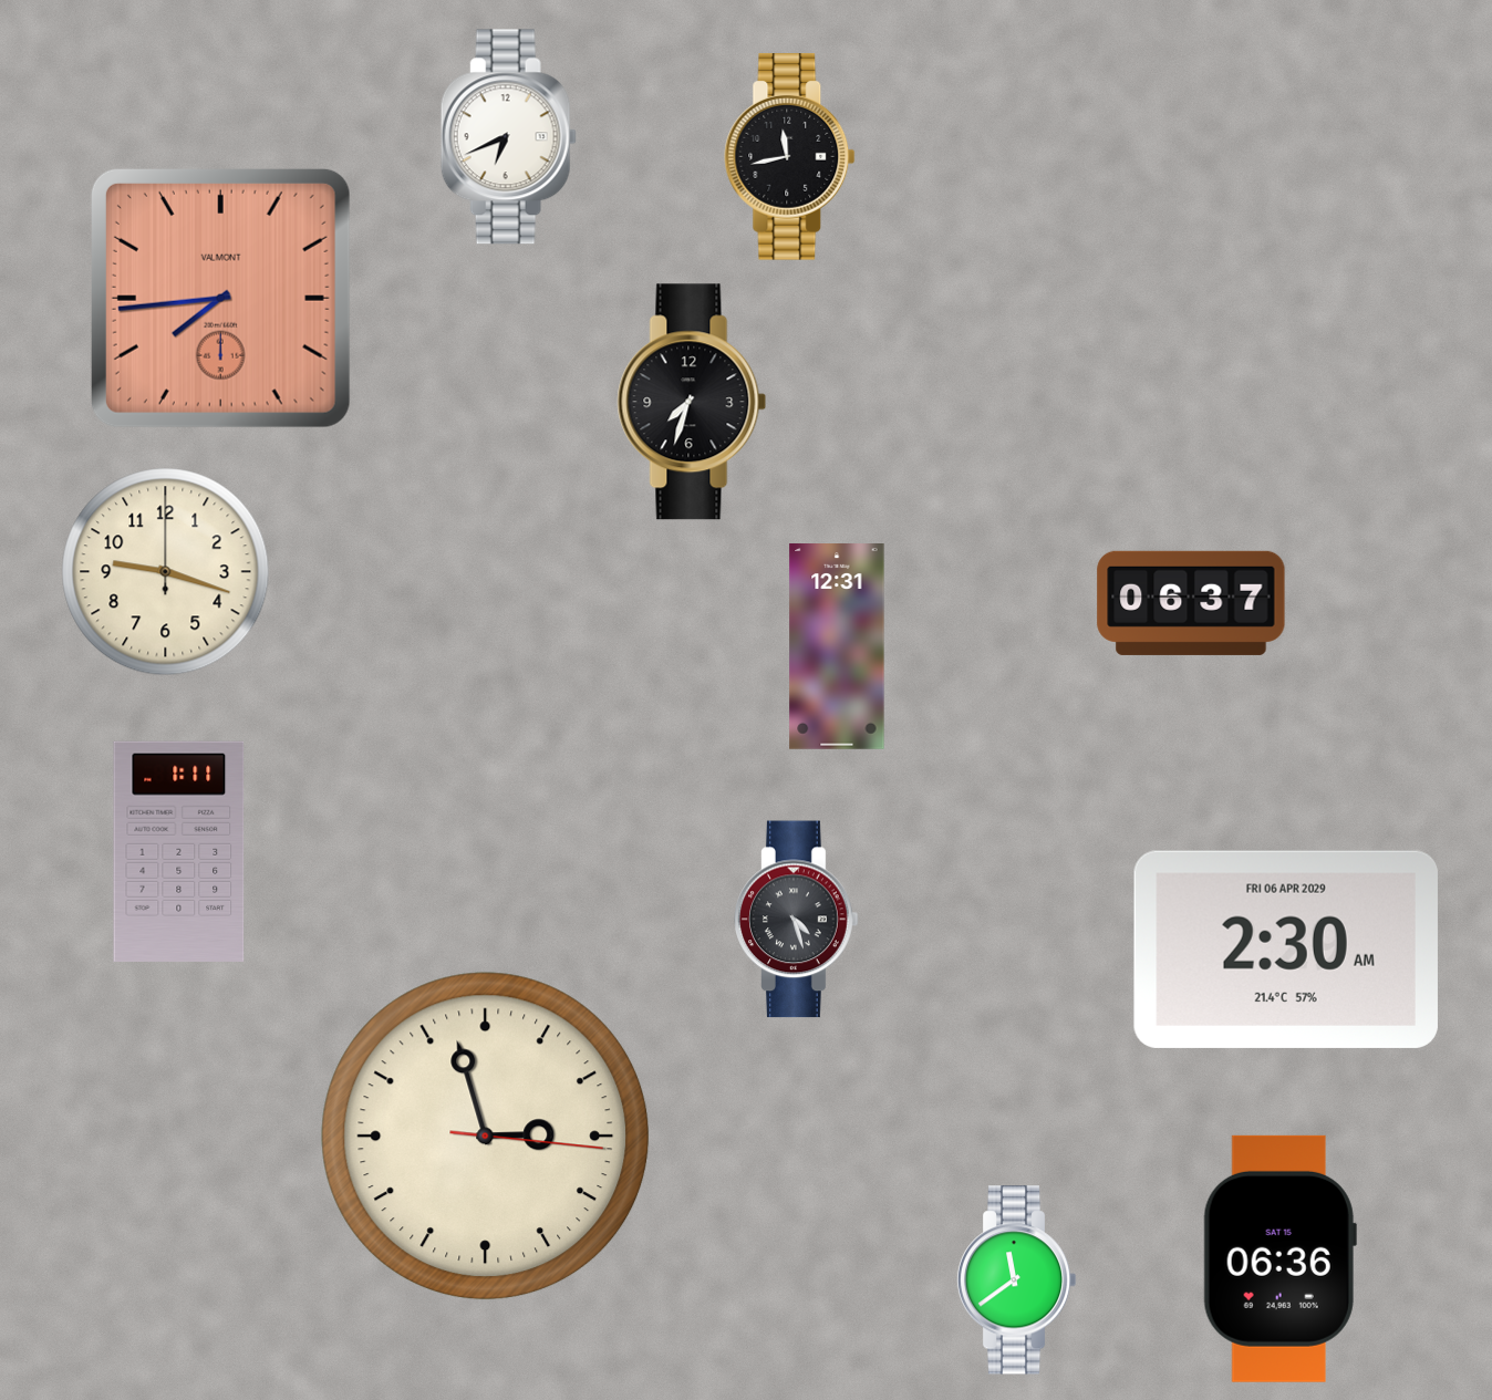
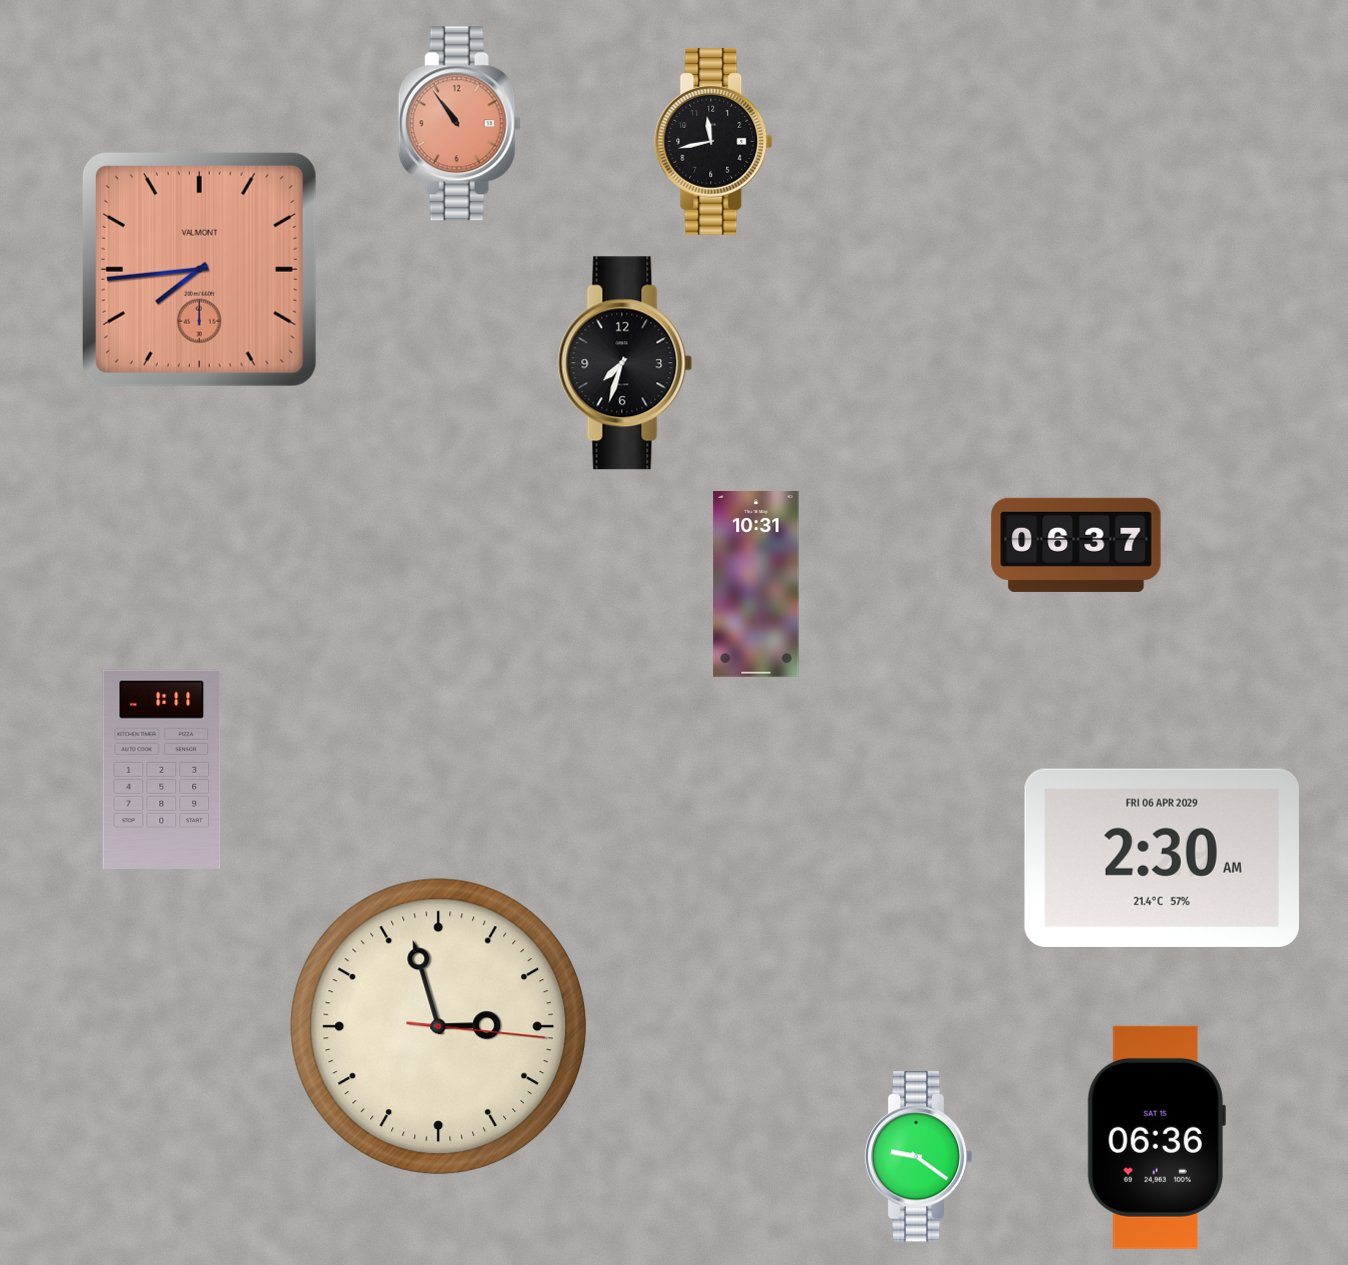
clock at (508, 137): 6:41 -> 10:54
clock at (508, 137) dial: white -> salmon
clock at (166, 572): 9:18 -> none
clock at (837, 647): 12:31 -> 10:31
clock at (797, 920): 4:27 -> none
clock at (1016, 1280): 11:39 -> 9:21
